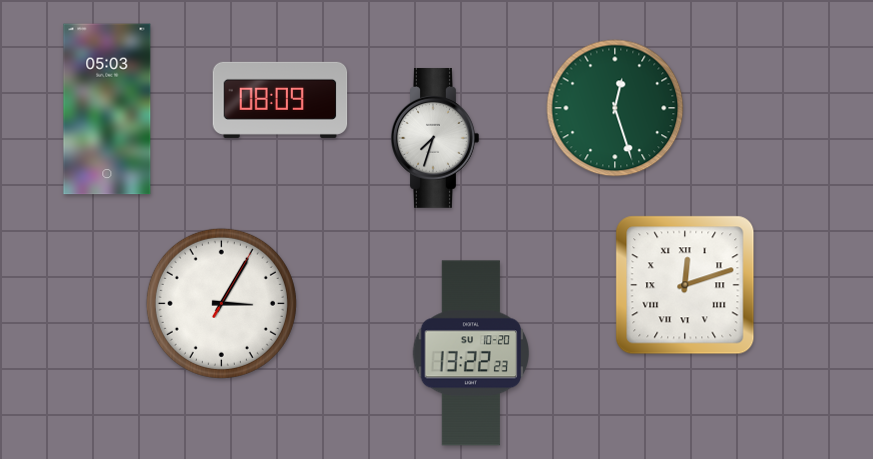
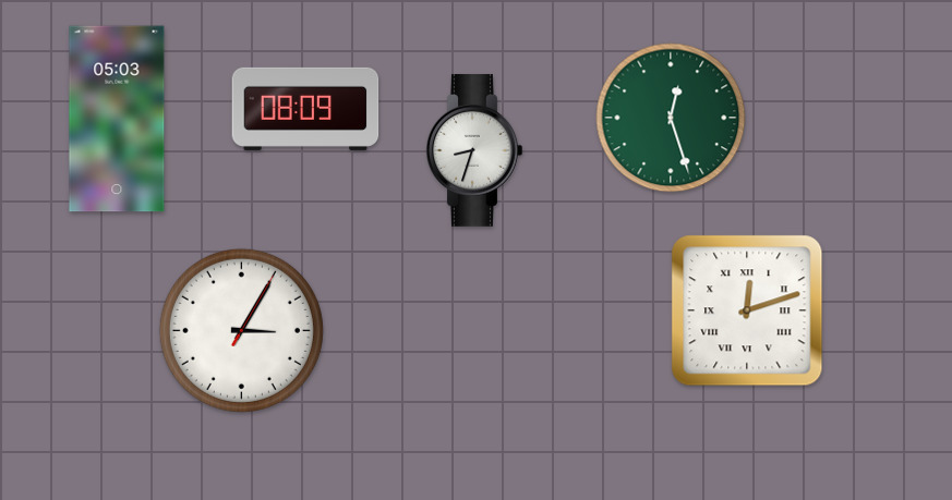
clock at (435, 138): 7:33 -> 8:33
clock at (470, 353): 13:22 -> none
